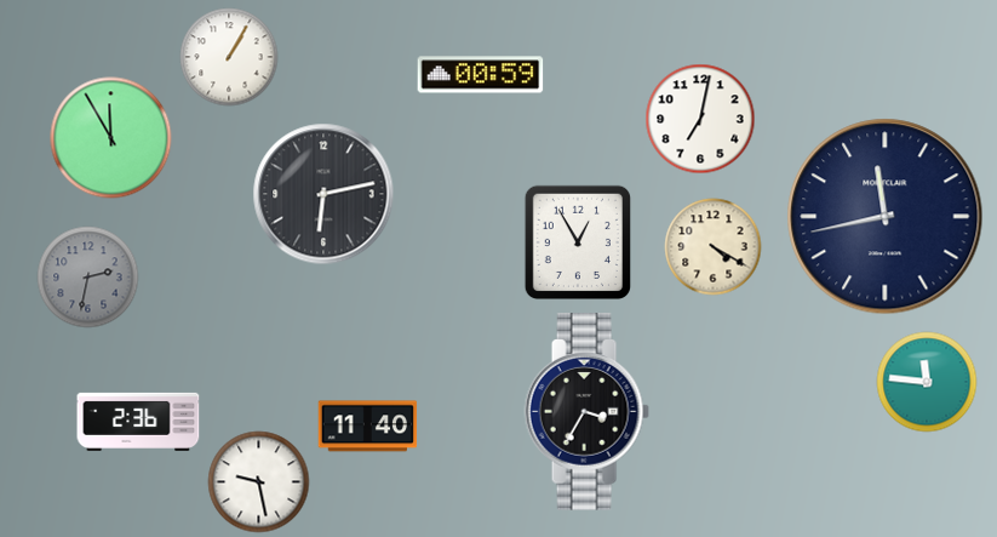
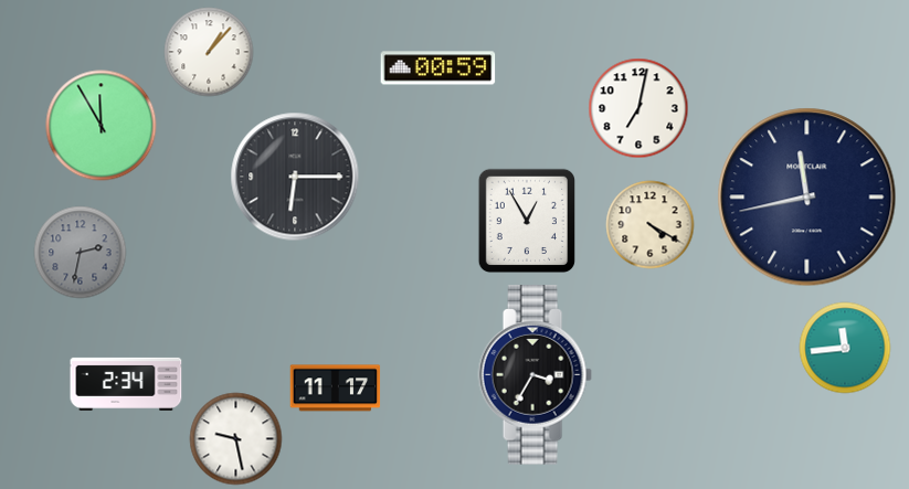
clock at (229, 57): 1:05 -> 1:07
clock at (323, 194): 6:13 -> 6:15
clock at (927, 382): 11:46 -> 11:44
clock at (138, 422): 2:36 -> 2:34
clock at (368, 427): 11:40 -> 11:17
